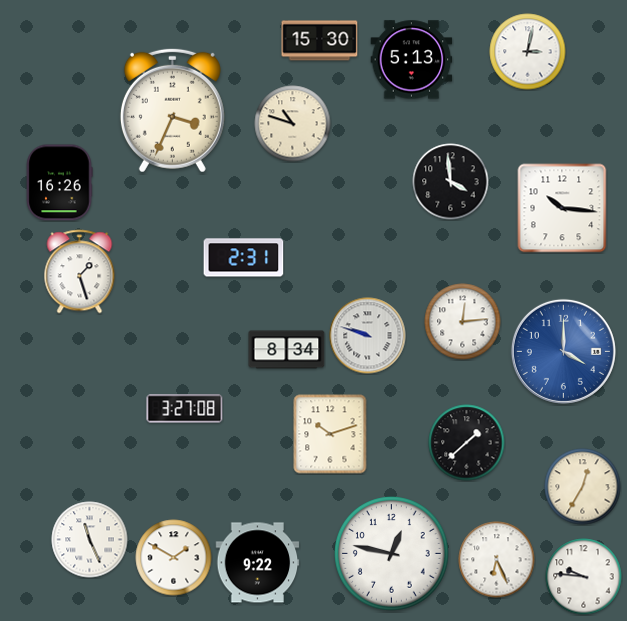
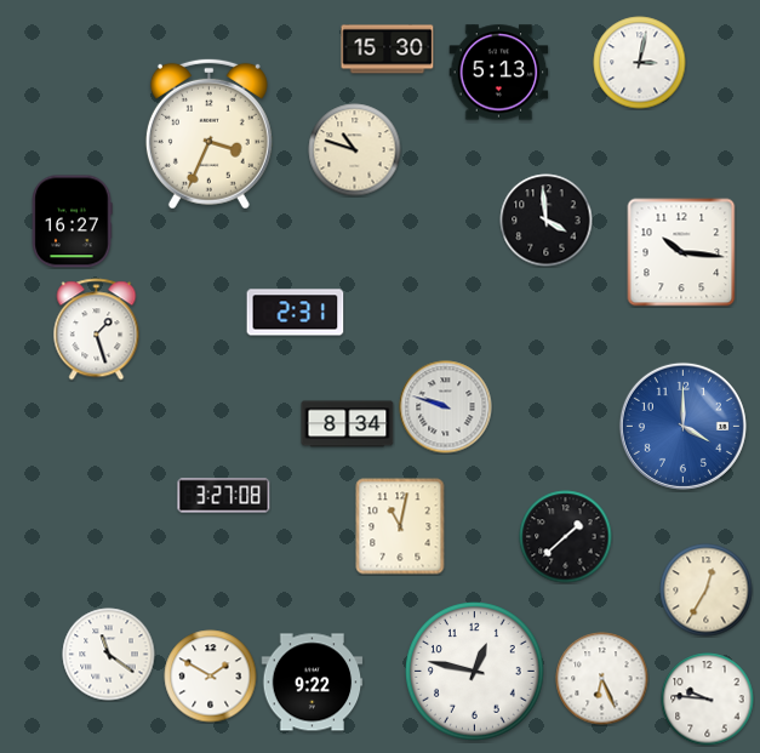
clock at (59, 183): 16:26 -> 16:27
clock at (463, 322): 12:14 -> none
clock at (330, 434): 10:12 -> 11:02
clock at (90, 540): 11:26 -> 11:21
